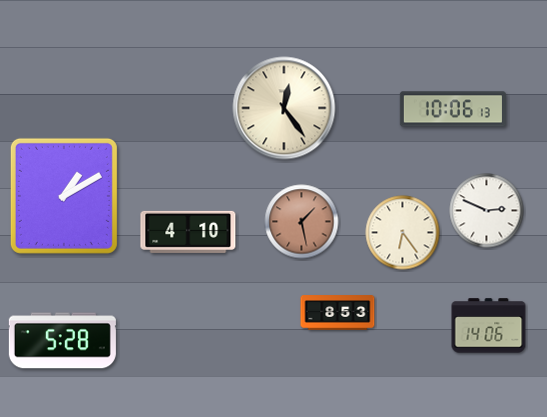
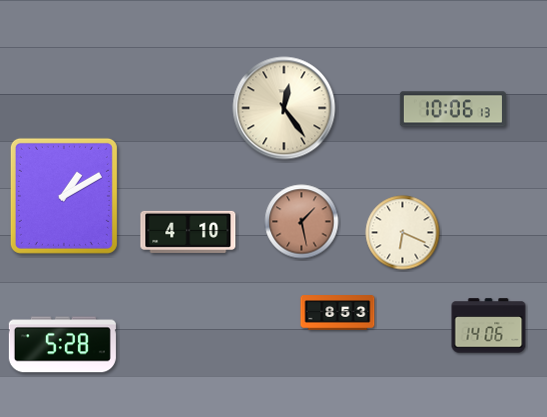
clock at (487, 211): 2:49 -> none
clock at (403, 233): 6:24 -> 6:19
clock at (62, 341) position: (62, 341) -> (62, 345)
